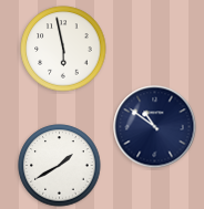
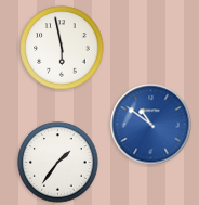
clock at (155, 127) dial: navy -> blue
clock at (60, 166): 1:40 -> 1:36
